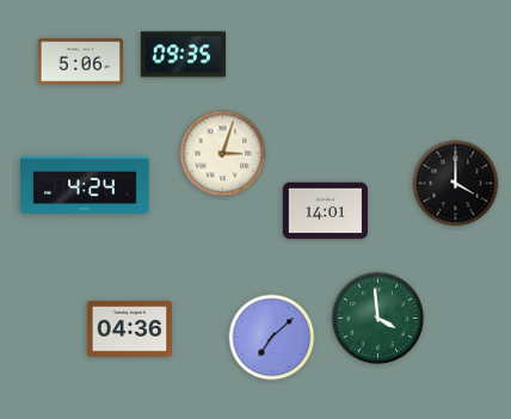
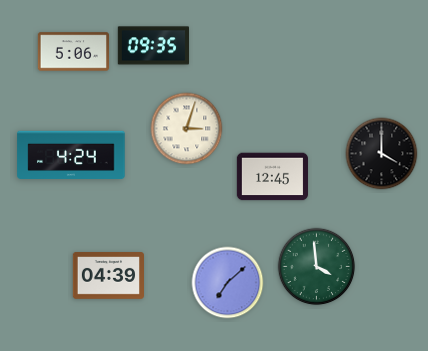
clock at (80, 62) position: (80, 62) -> (73, 52)
clock at (325, 211): 14:01 -> 12:45
clock at (129, 329): 04:36 -> 04:39
